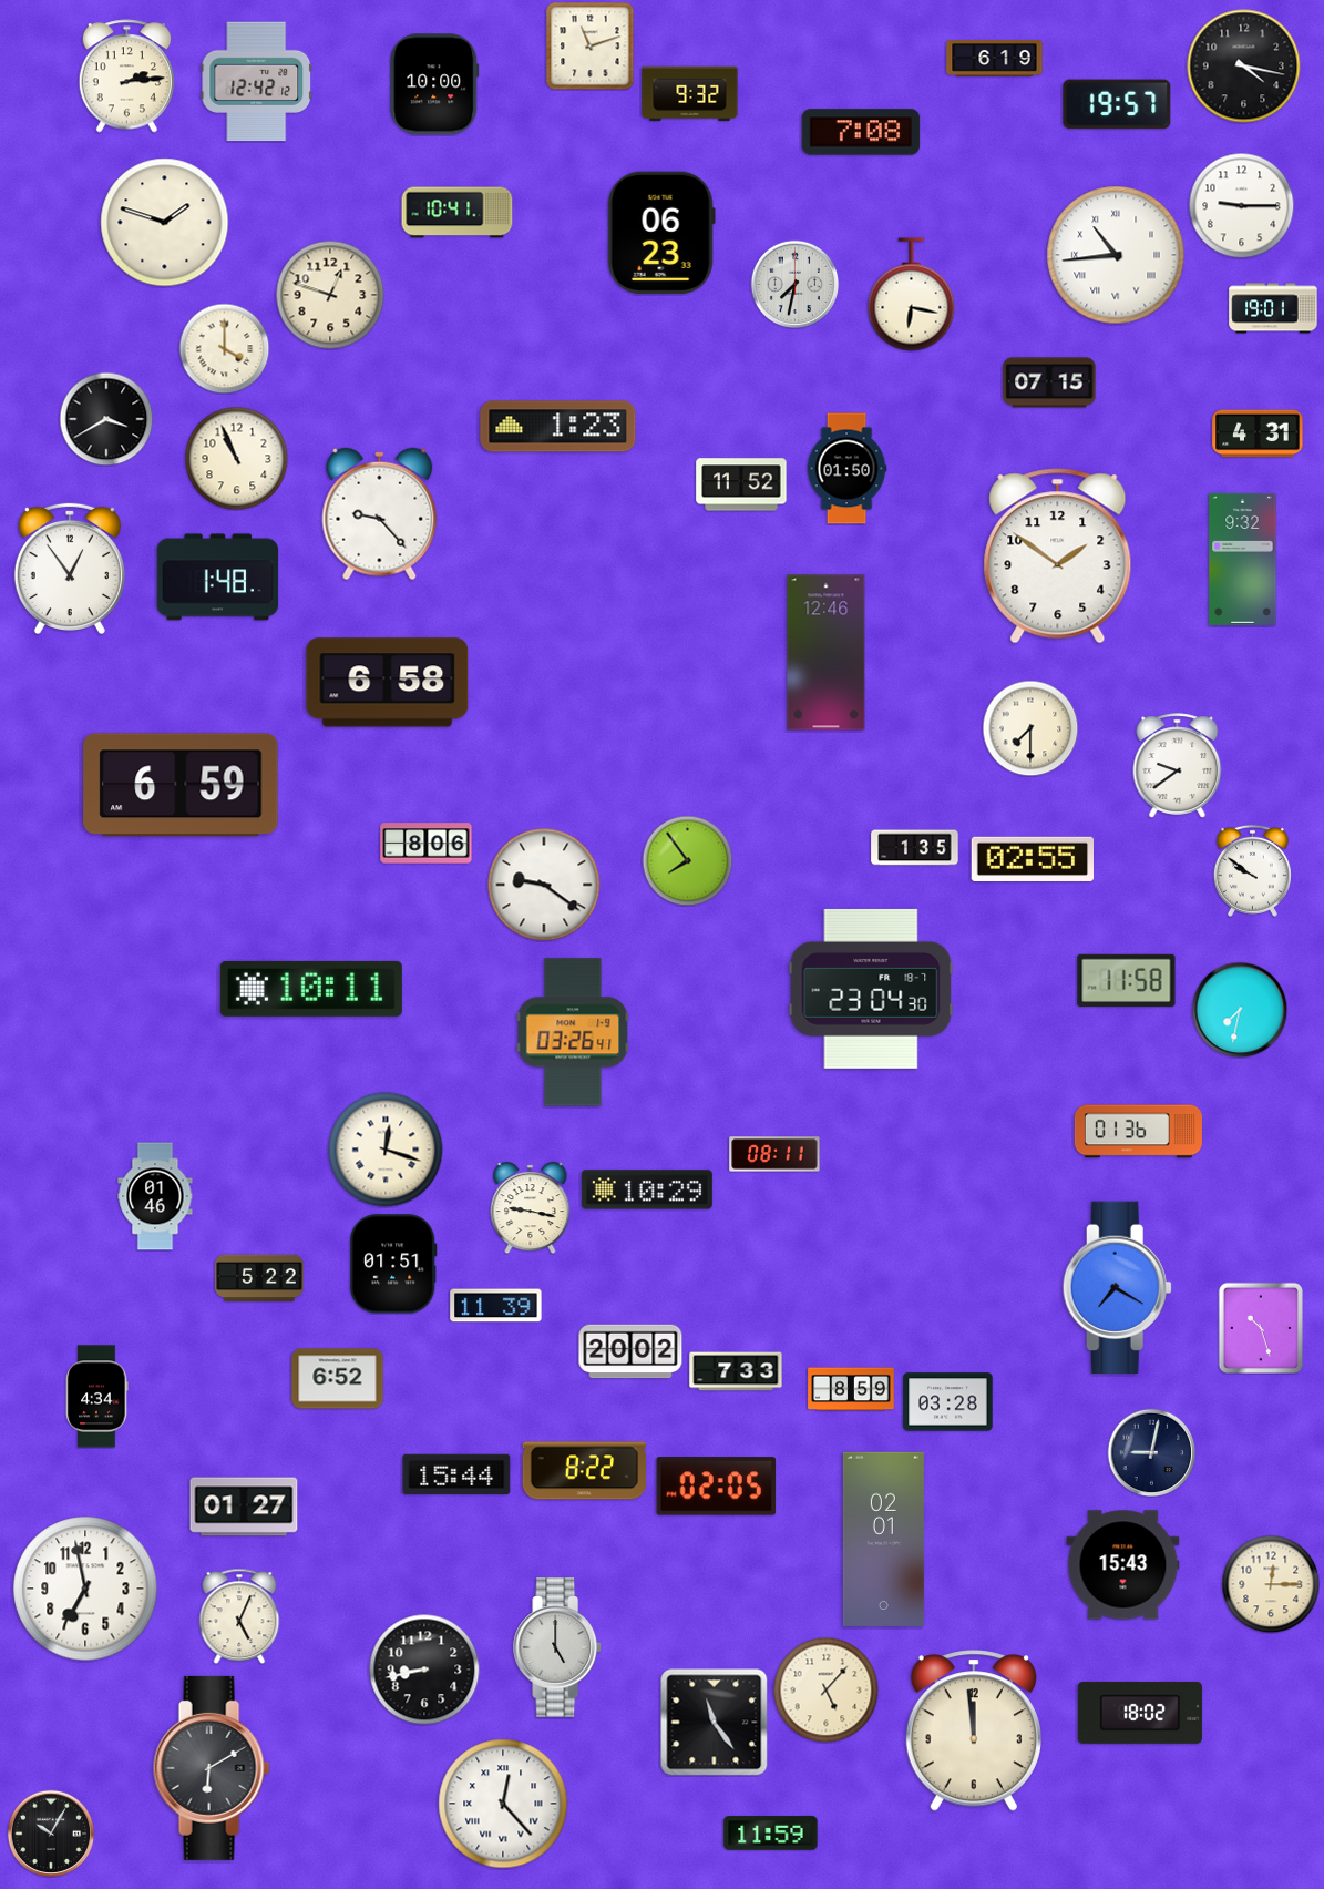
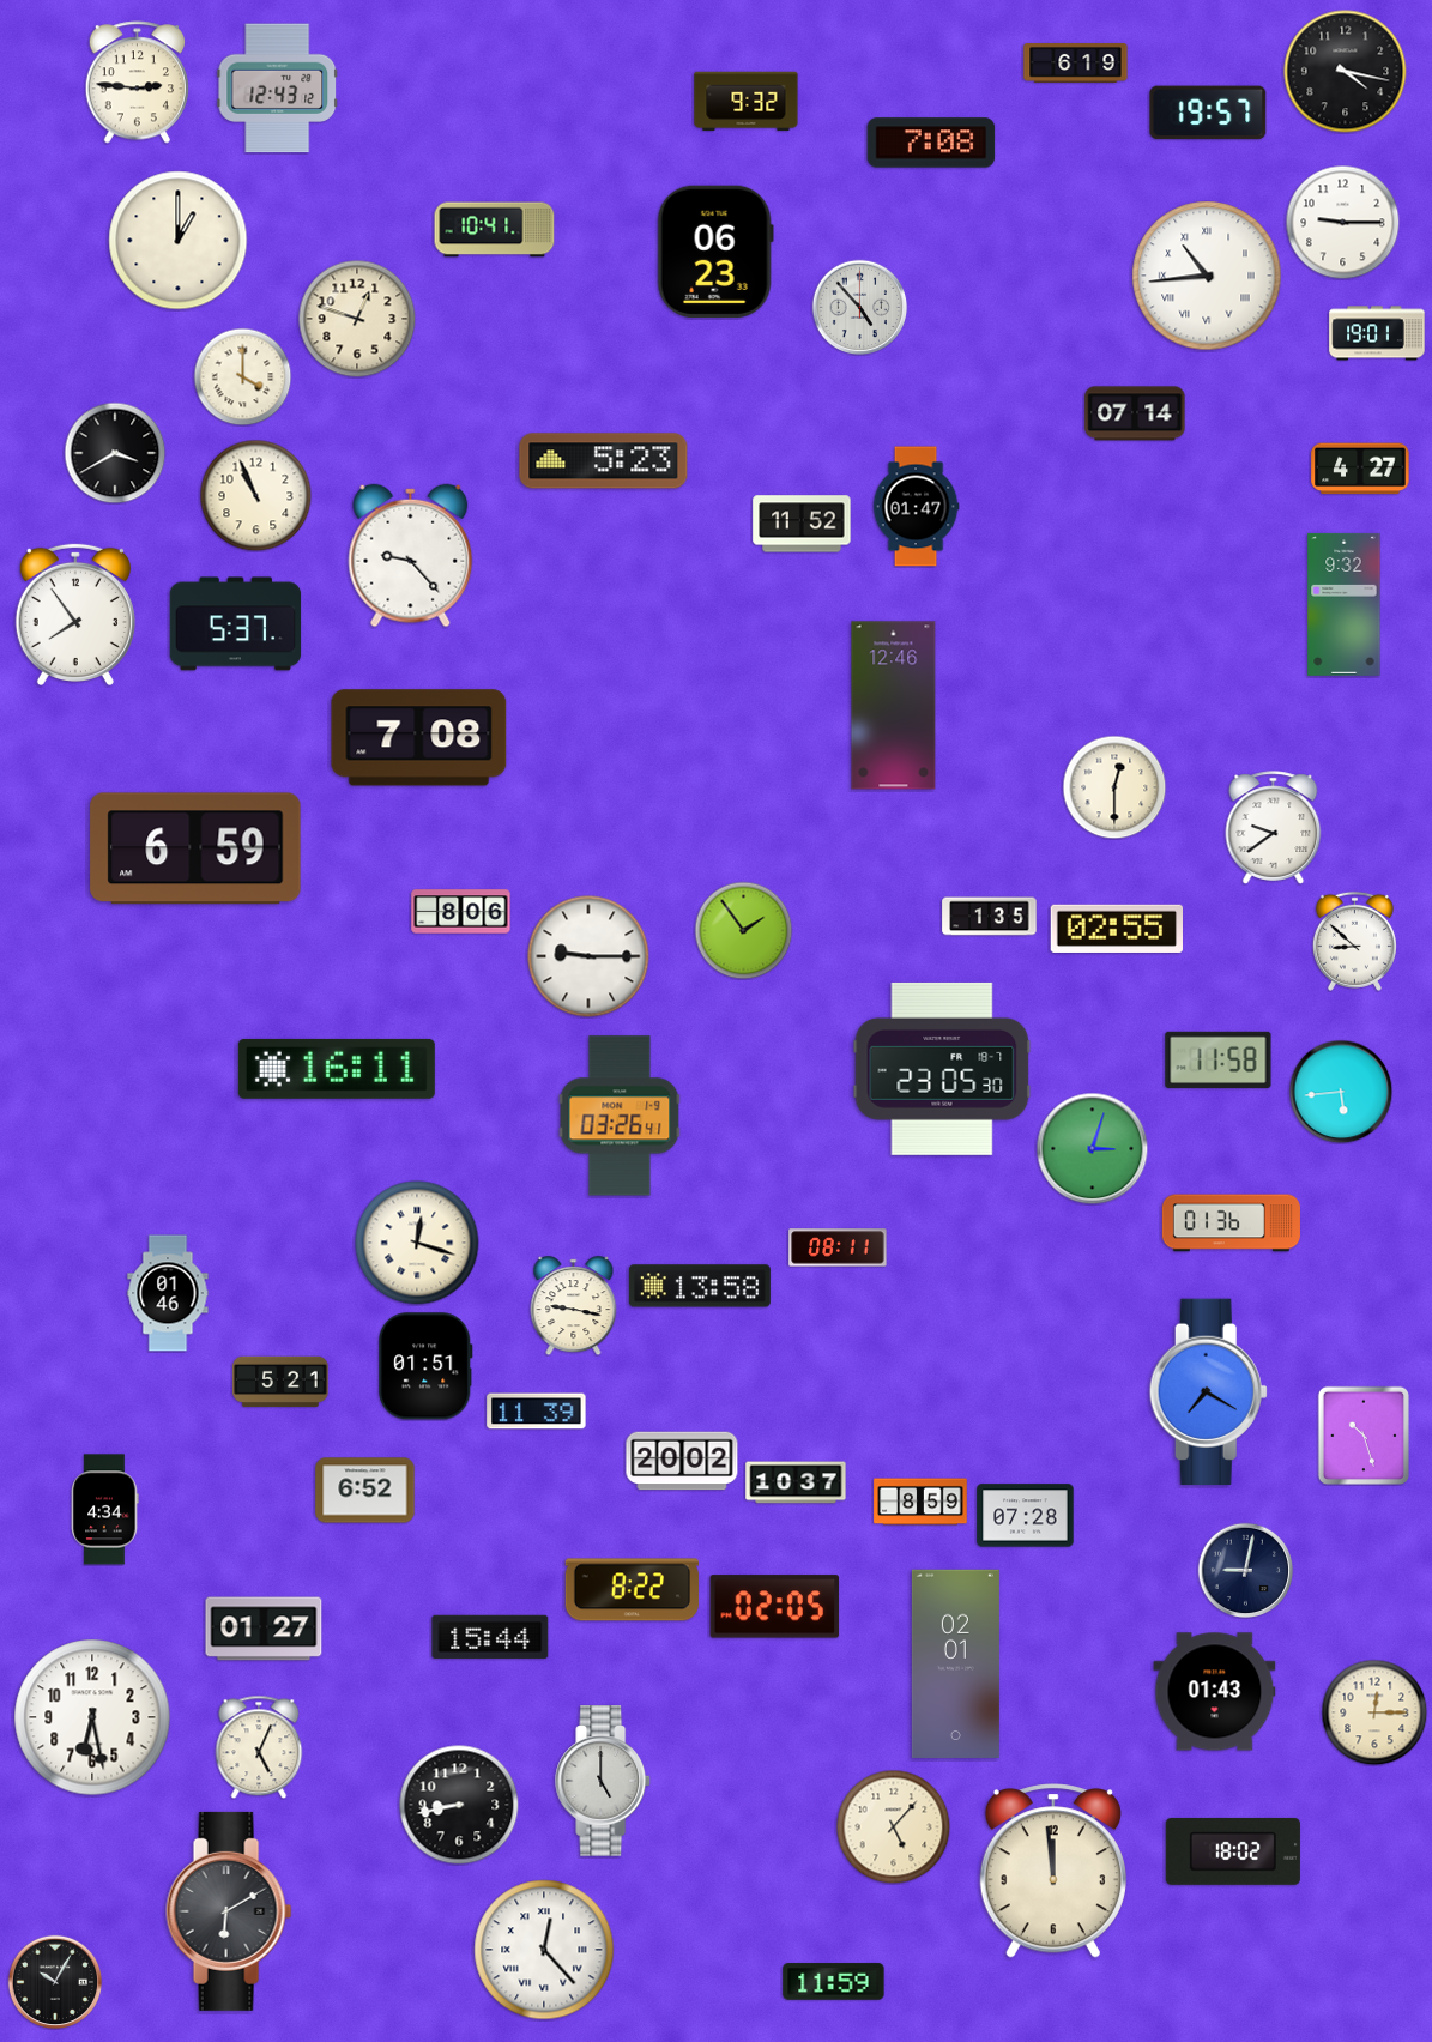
clock at (589, 45): 11:12 -> none
clock at (127, 76): 2:14 -> 2:46
clock at (257, 82): 12:42 -> 12:43
clock at (434, 84): 10:00 -> none
clock at (165, 223): 1:48 -> 1:00
clock at (794, 284): 7:32 -> 4:53
clock at (912, 295): 6:17 -> none
clock at (1049, 382): 07:15 -> 07:14
clock at (558, 427): 1:23 -> 5:23
clock at (1258, 433): 4:31 -> 4:27
clock at (846, 469): 01:50 -> 01:47
clock at (1058, 557): 1:51 -> none
clock at (70, 568): 12:54 -> 7:54
clock at (218, 578): 1:48 -> 5:37
clock at (388, 683): 6:58 -> 7:08
clock at (1030, 728): 7:30 -> 12:30
clock at (687, 860): 7:54 -> 1:54
clock at (1252, 870): 9:51 -> 8:52
clock at (544, 885): 9:21 -> 9:15
clock at (311, 989): 10:11 -> 16:11
clock at (871, 989): 23:04 -> 23:05
clock at (1240, 1010): 7:32 -> 5:44
clock at (1092, 1148): none -> 3:03
clock at (647, 1189): 10:29 -> 13:58
clock at (259, 1278): 5:22 -> 5:21
clock at (736, 1371): 7:33 -> 10:37
clock at (948, 1402): 03:28 -> 07:28
clock at (456, 1474) position: (456, 1474) -> (490, 1637)
clock at (1123, 1565): 15:43 -> 01:43
clock at (85, 1589): 6:58 -> 6:28
clock at (715, 1723): 11:24 -> none
